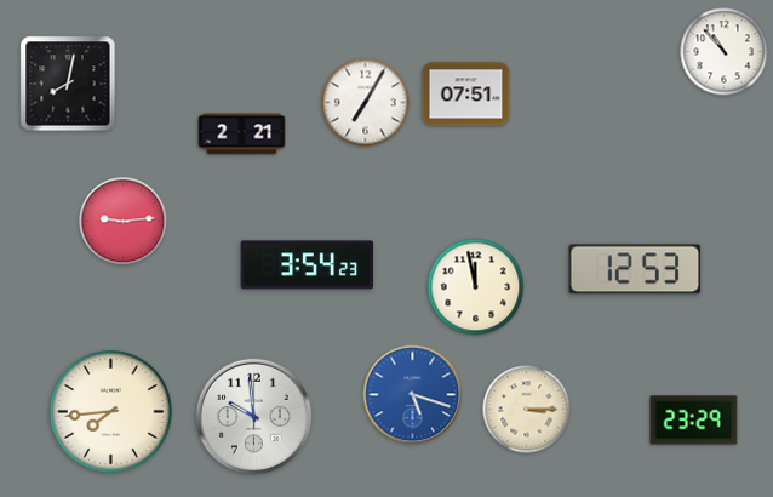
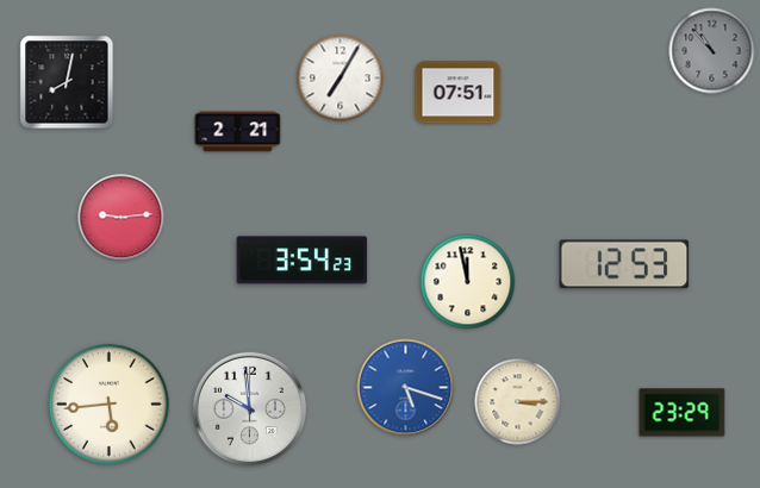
clock at (725, 52) dial: white -> grey
clock at (366, 103) position: (366, 103) -> (341, 79)
clock at (111, 412): 7:44 -> 5:44
